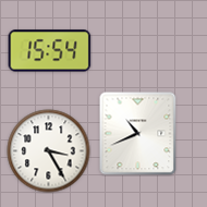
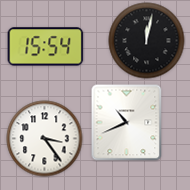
clock at (147, 41): none -> 12:02
clock at (49, 151): 3:25 -> 3:24
